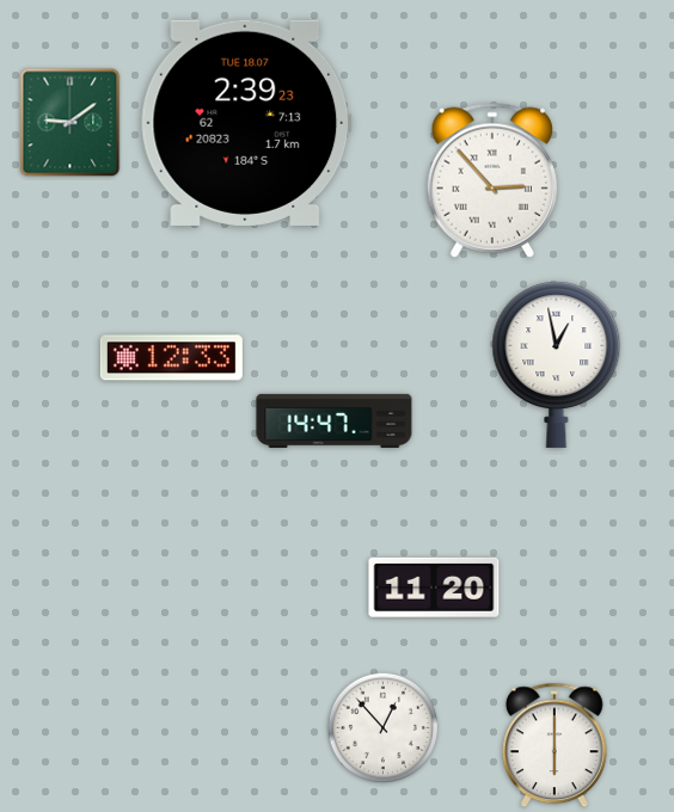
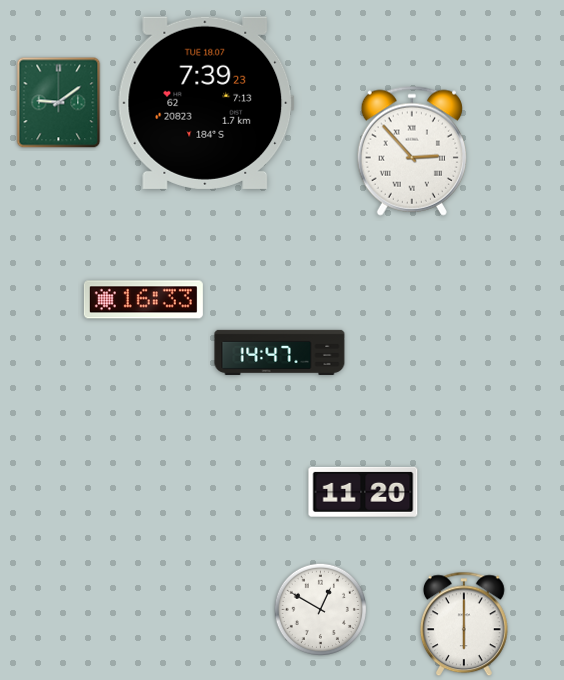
clock at (246, 123): 2:39 -> 7:39
clock at (171, 358): 12:33 -> 16:33
clock at (557, 364): 12:58 -> none
clock at (384, 728): 12:53 -> 12:50
